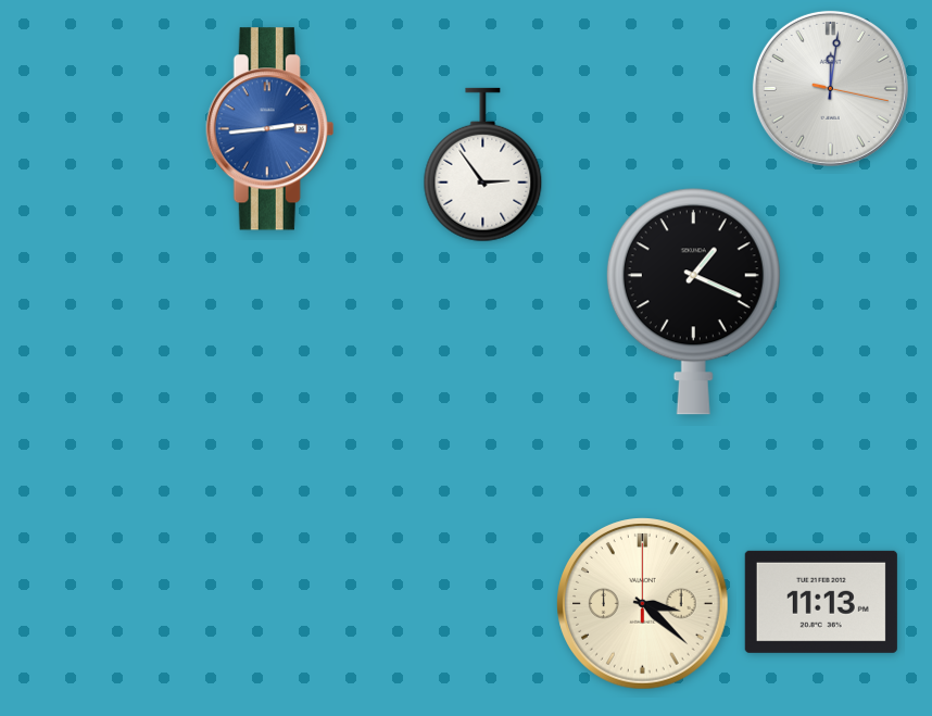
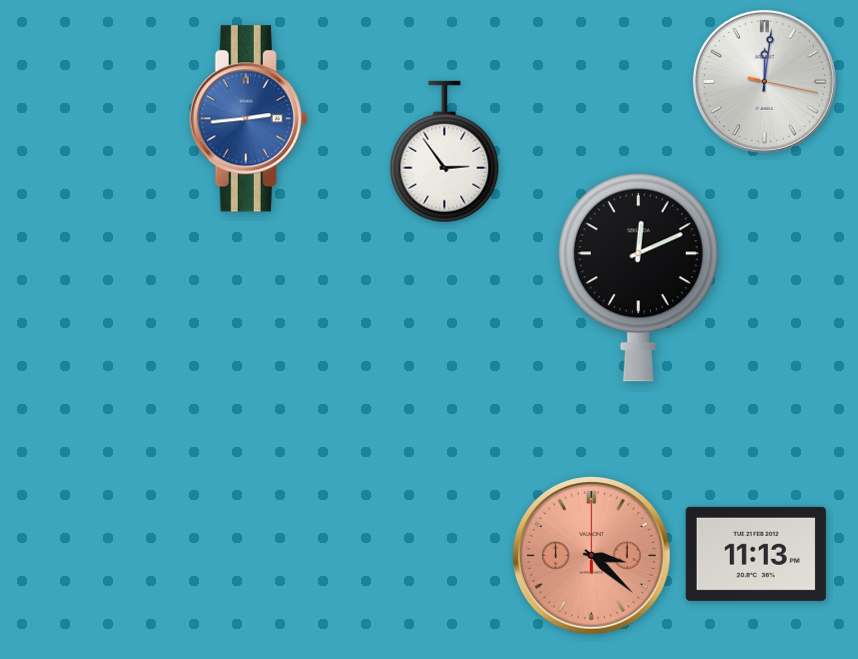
clock at (693, 301): 1:19 -> 12:11
clock at (643, 604) dial: cream -> salmon
